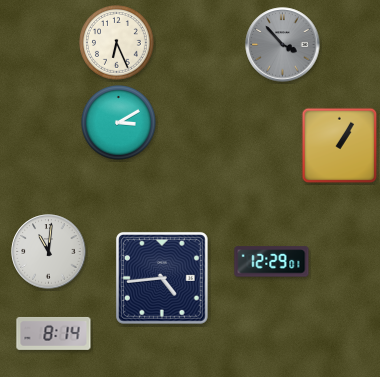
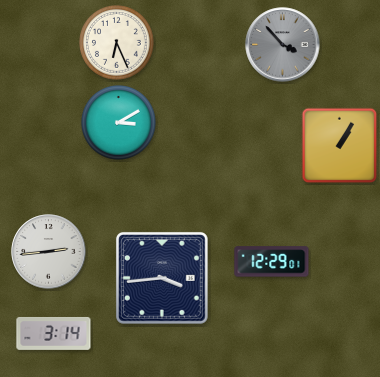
clock at (49, 252): 11:01 -> 2:44
clock at (162, 278): 4:44 -> 3:44
clock at (54, 333): 8:14 -> 3:14
